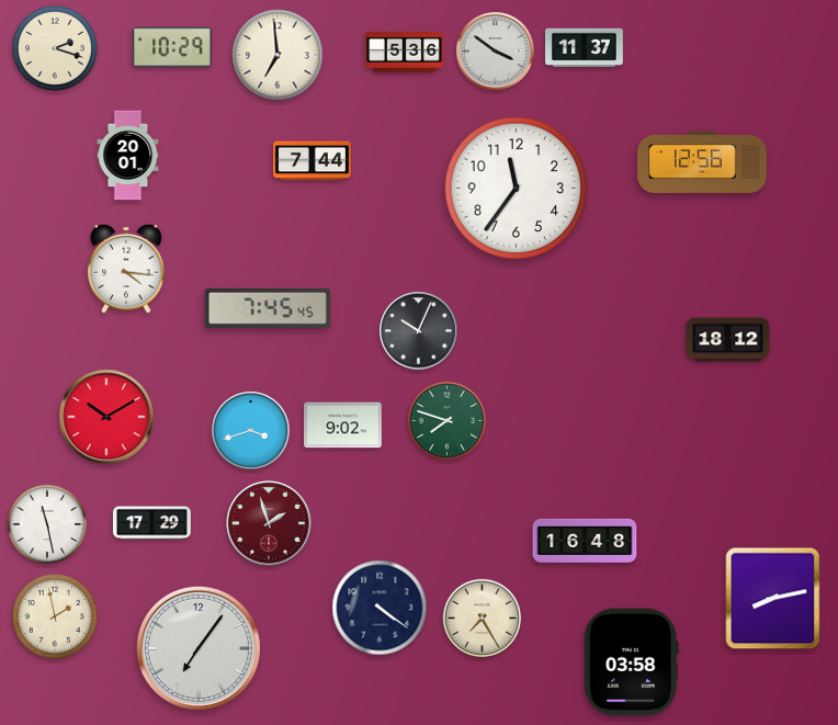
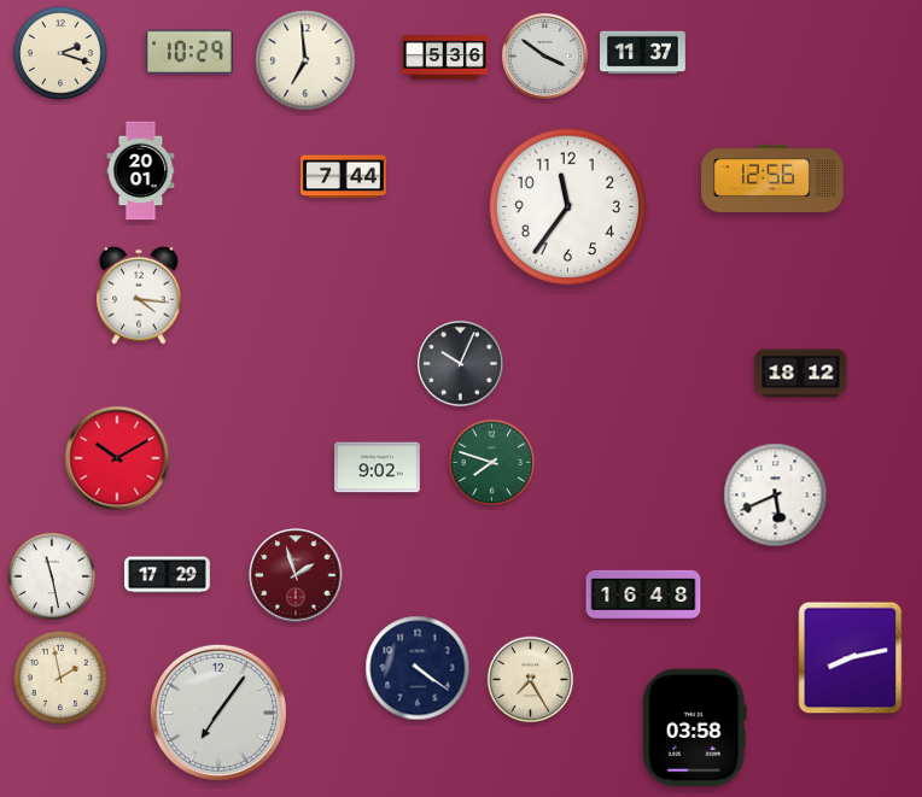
clock at (267, 308): 7:45 -> none
clock at (251, 431): 3:42 -> none
clock at (776, 496): none -> 5:41
